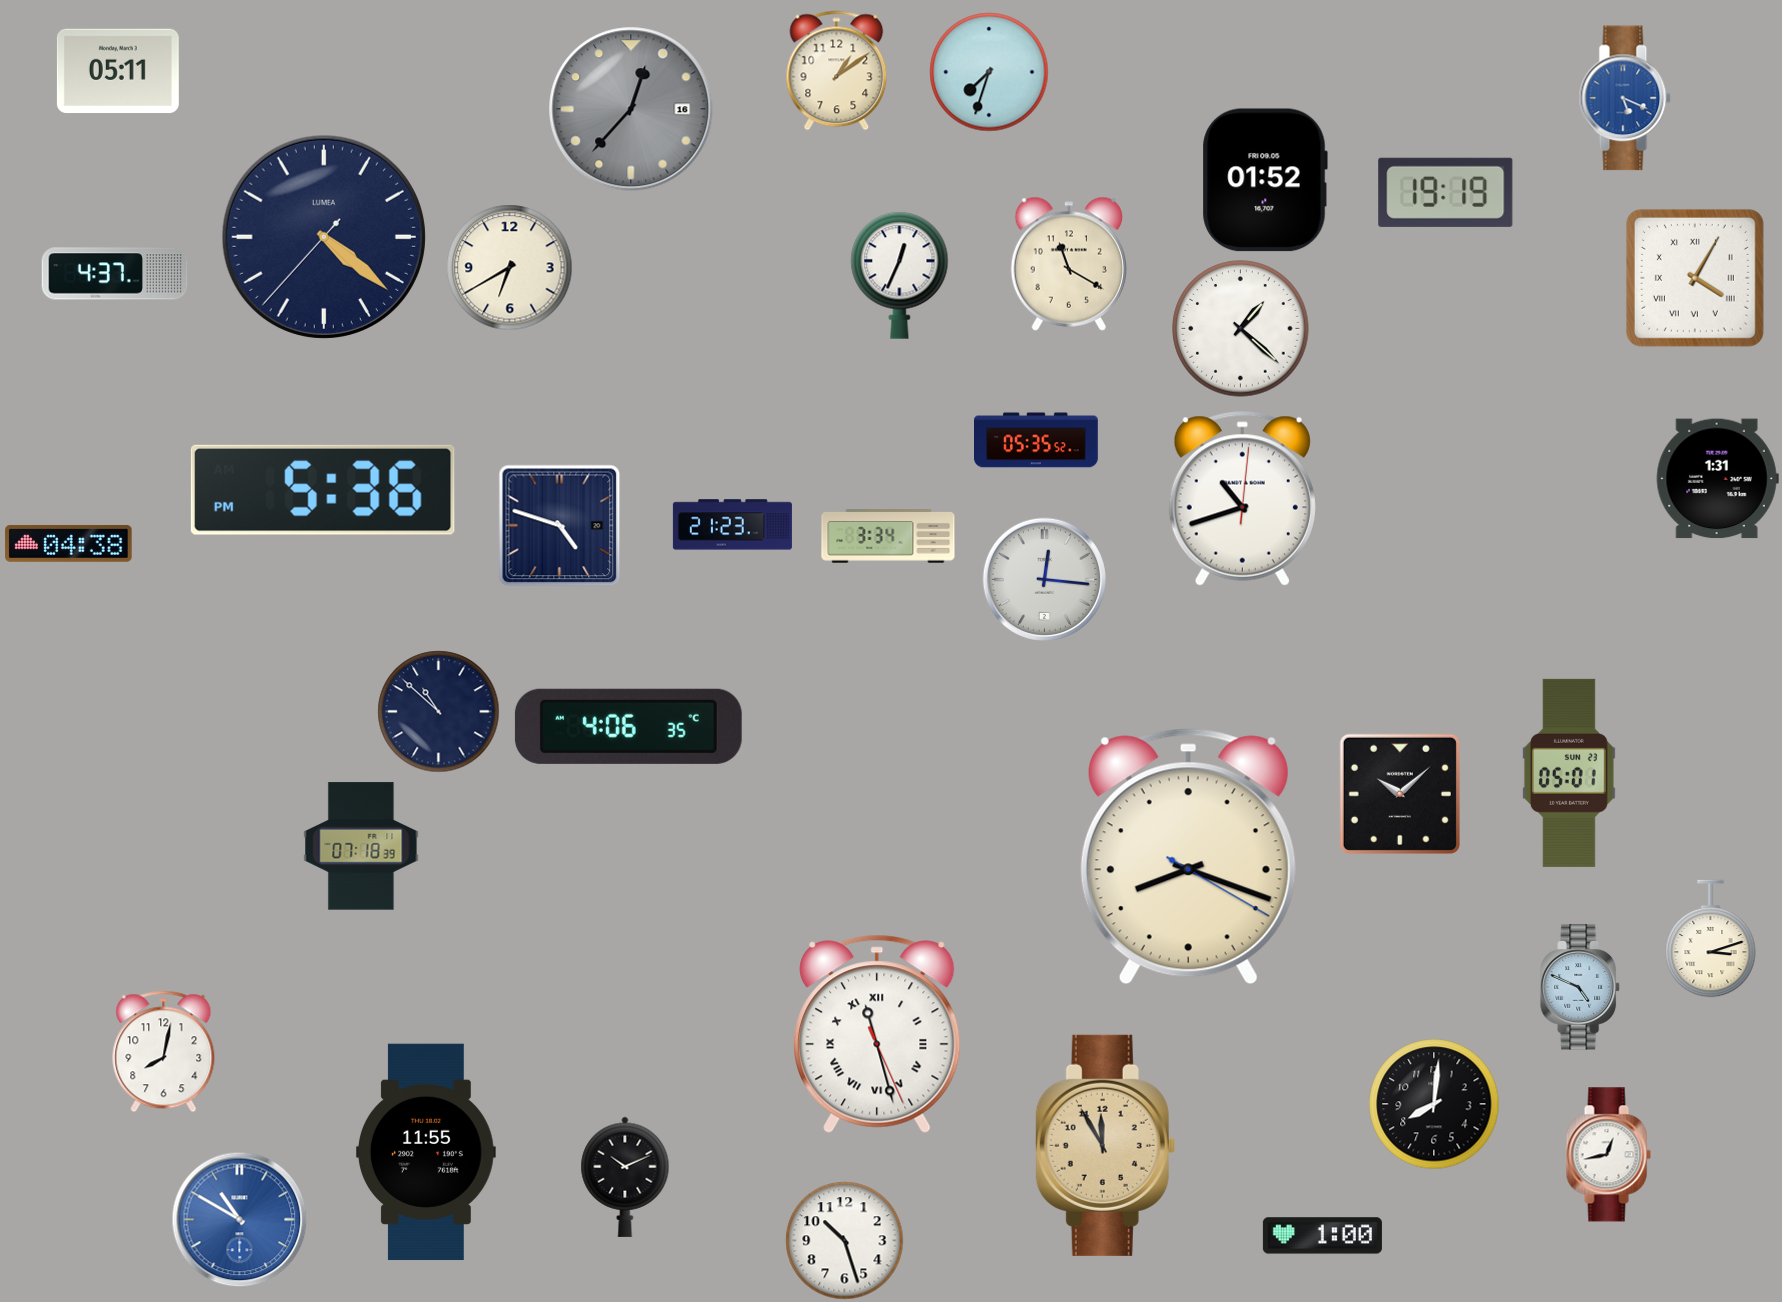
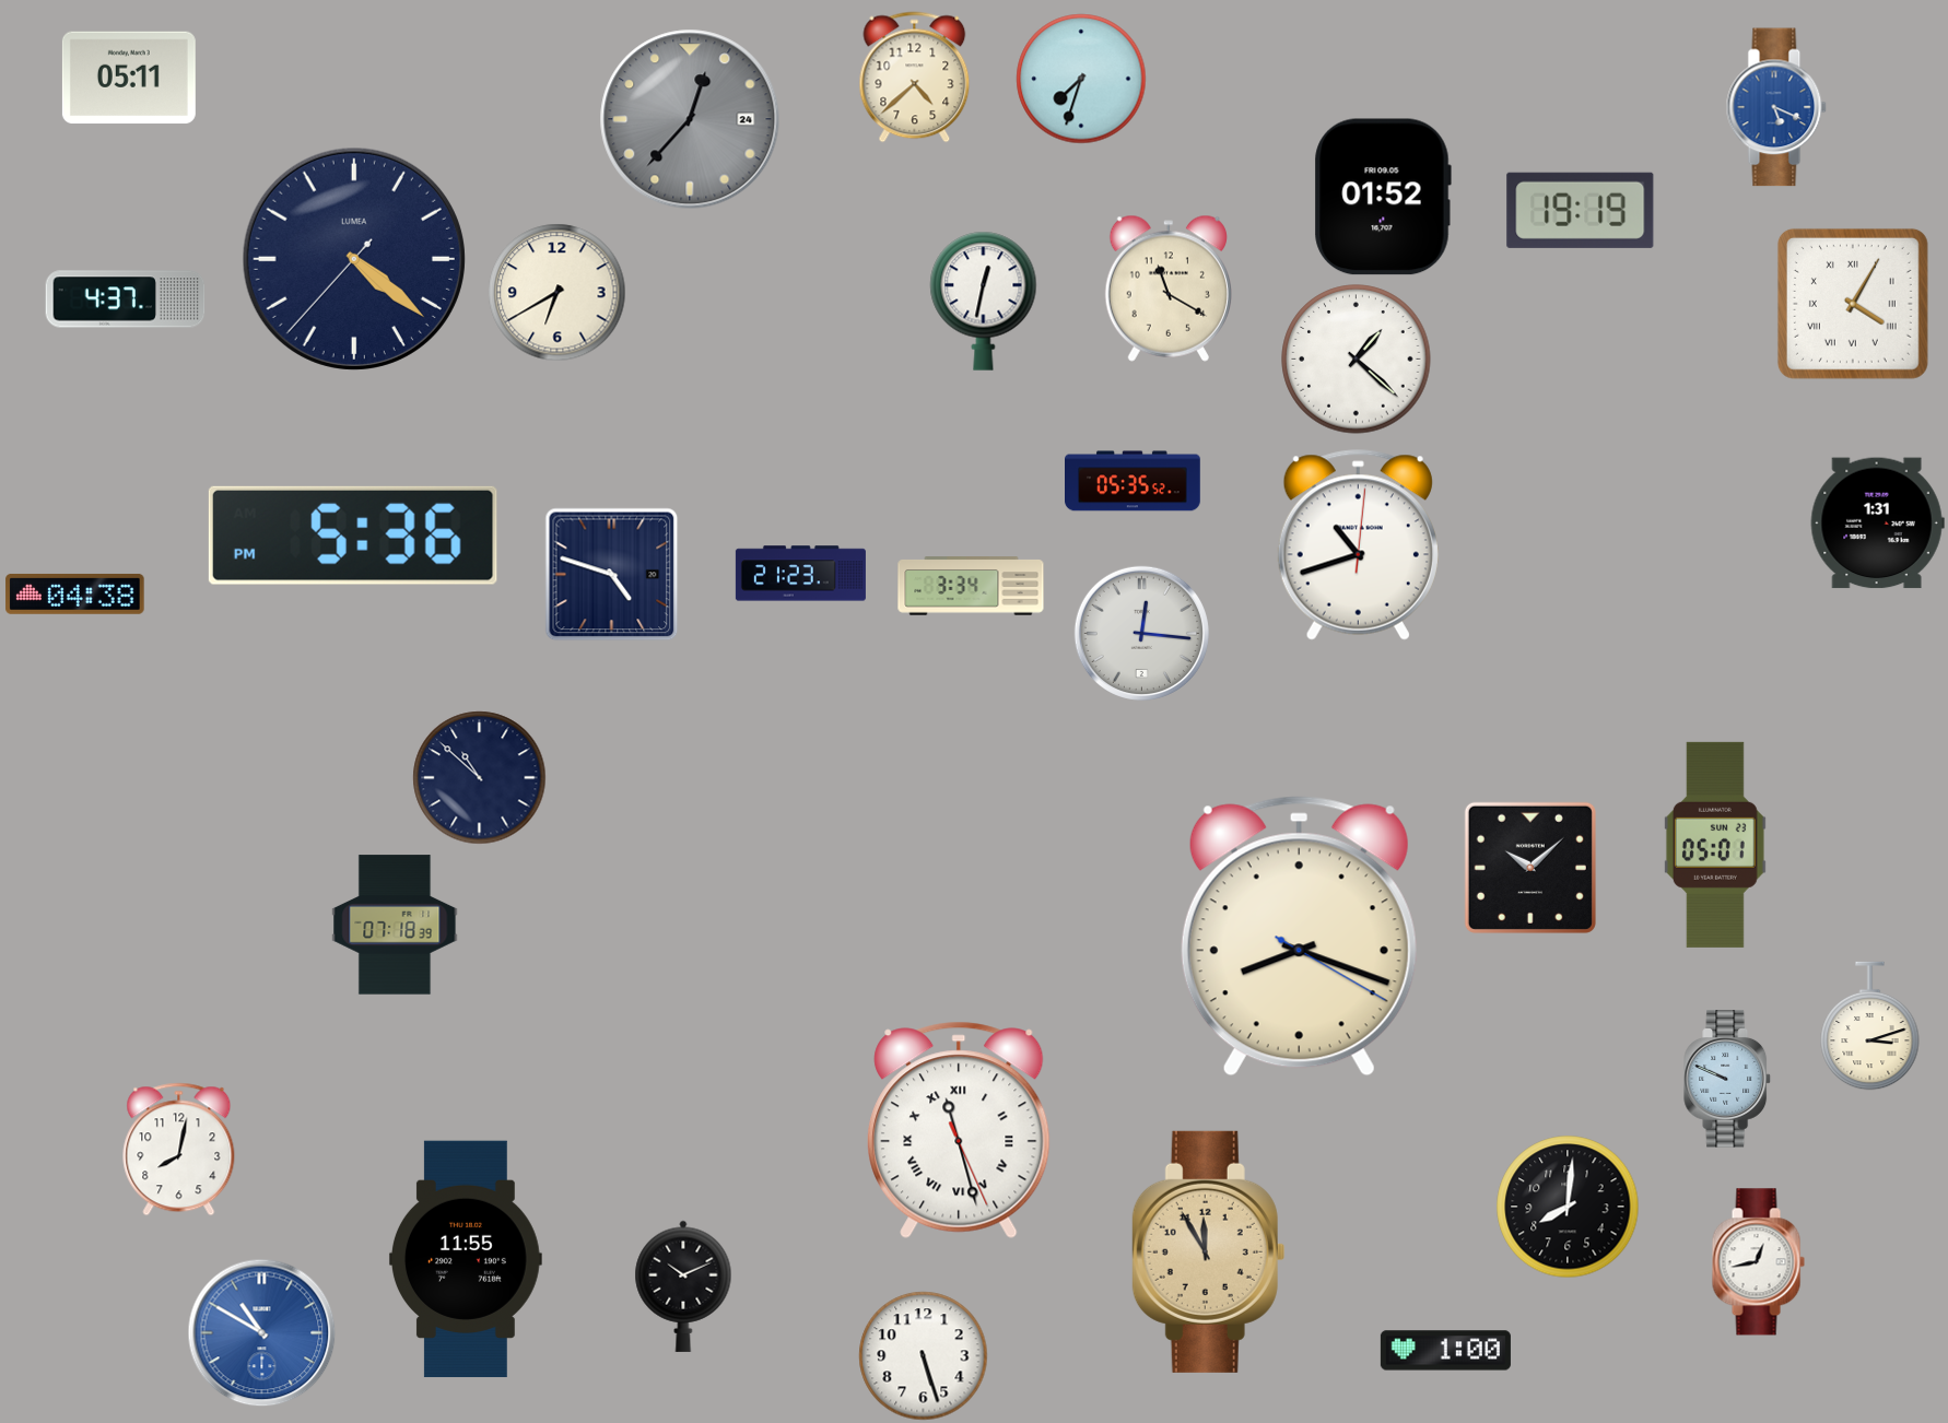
clock at (837, 71): 1:09 -> 4:38
clock at (631, 109) date: 16 -> 24
clock at (900, 275): 12:34 -> 12:32
clock at (628, 726): 4:06 -> none
clock at (1581, 987): 4:49 -> 9:49
clock at (845, 1241): 10:27 -> 5:27
